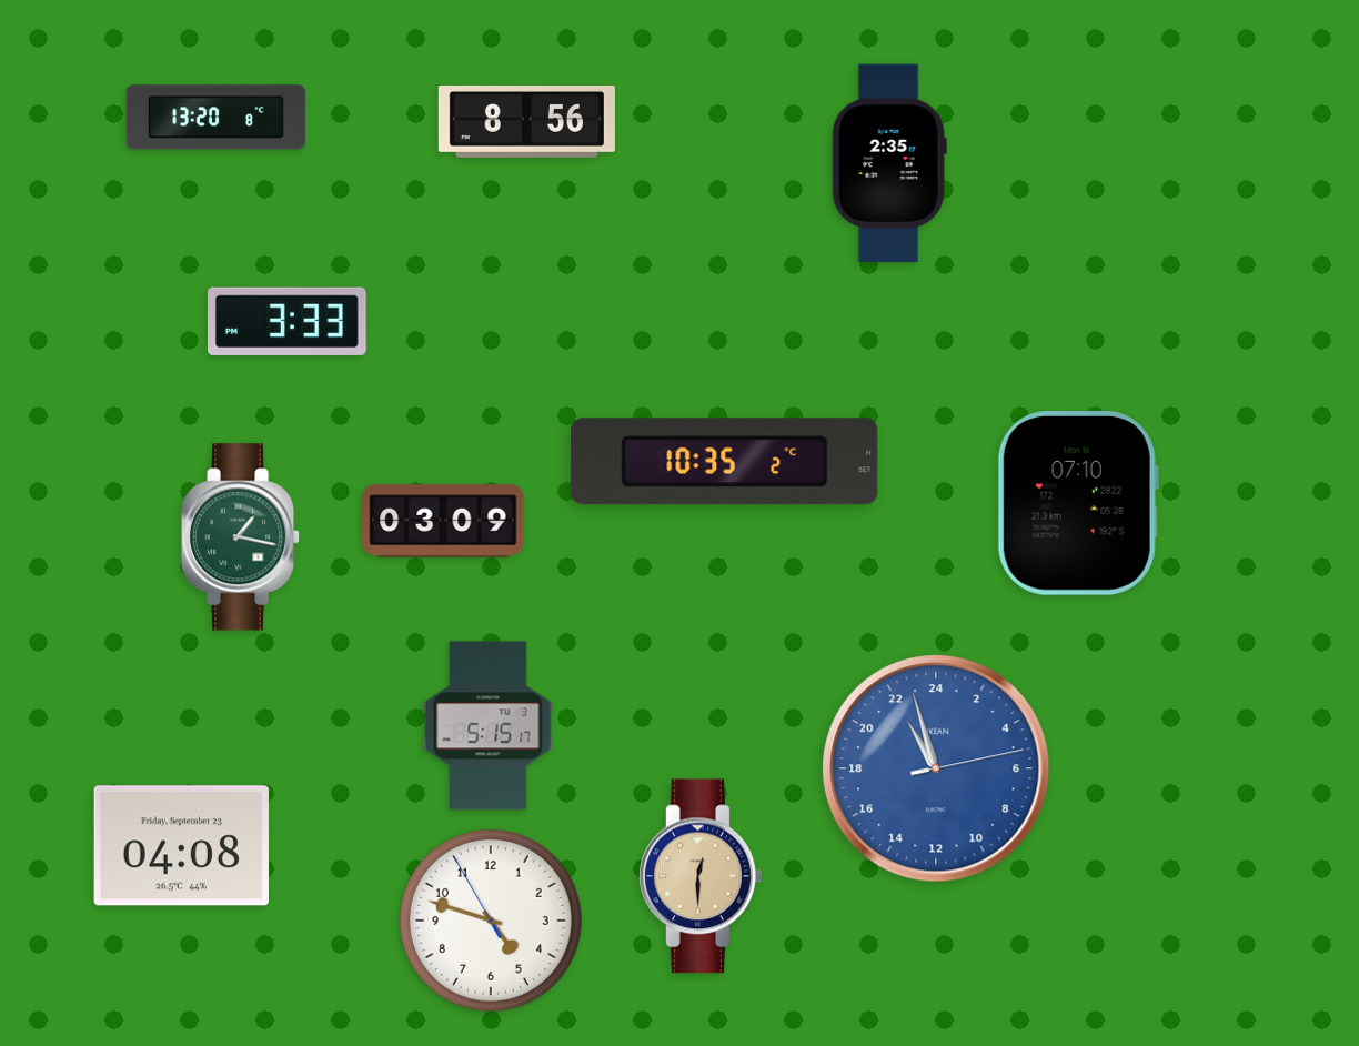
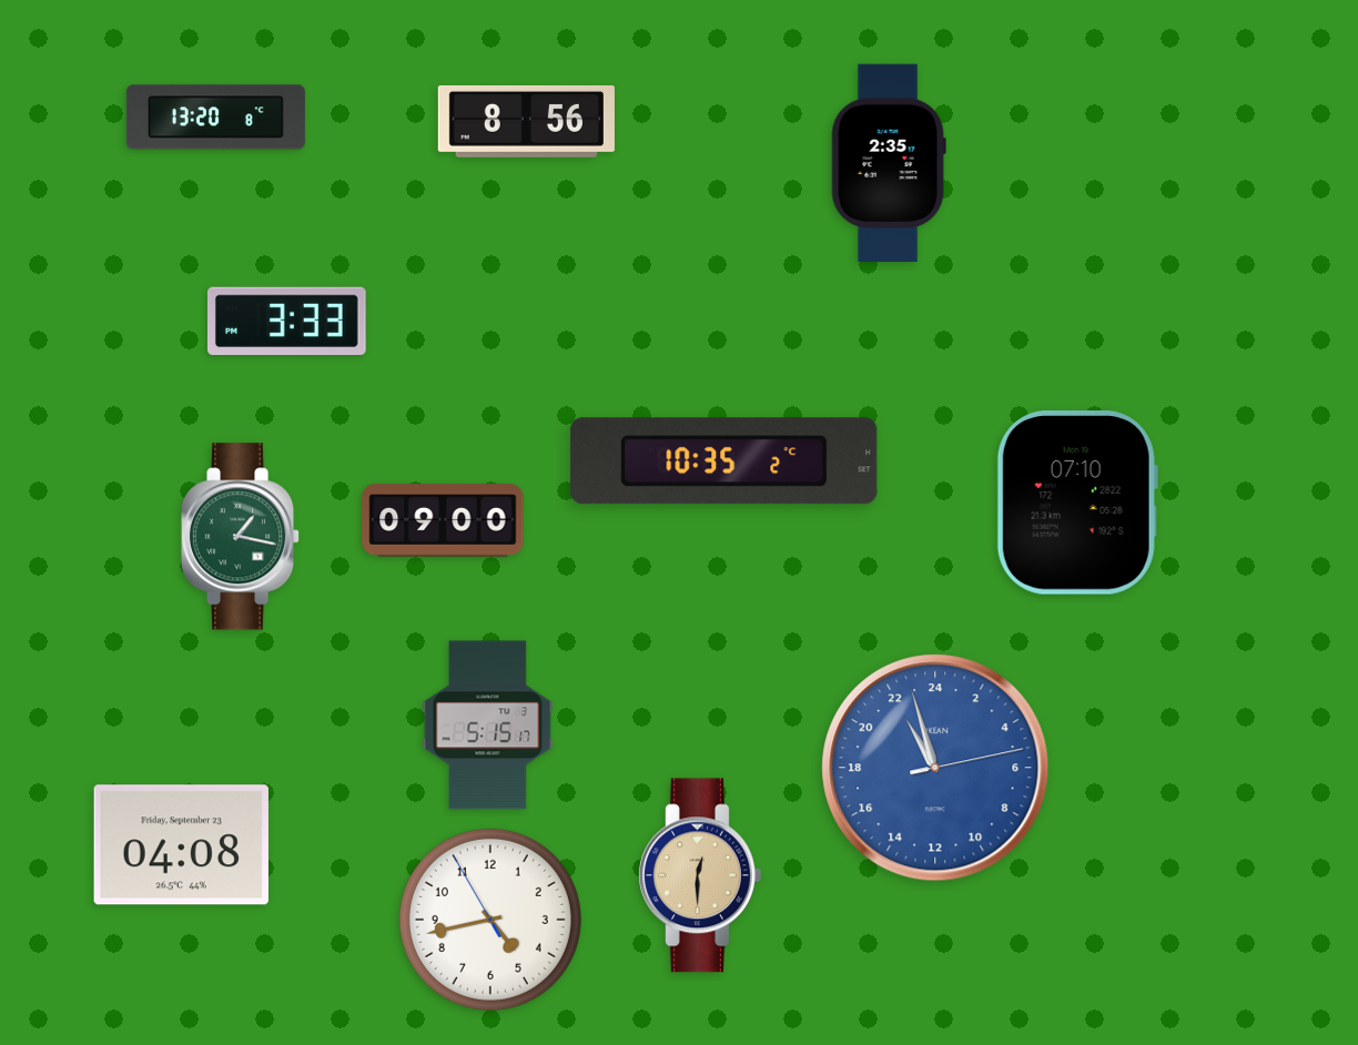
clock at (443, 521): 03:09 -> 09:00
clock at (491, 921): 4:47 -> 4:42
